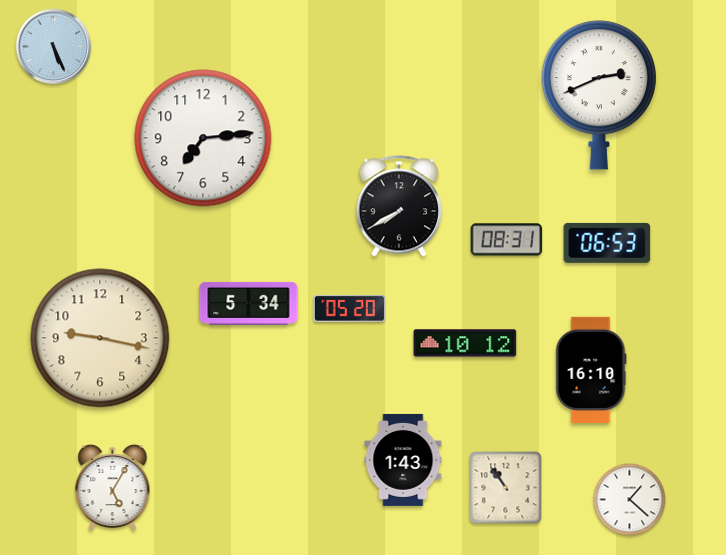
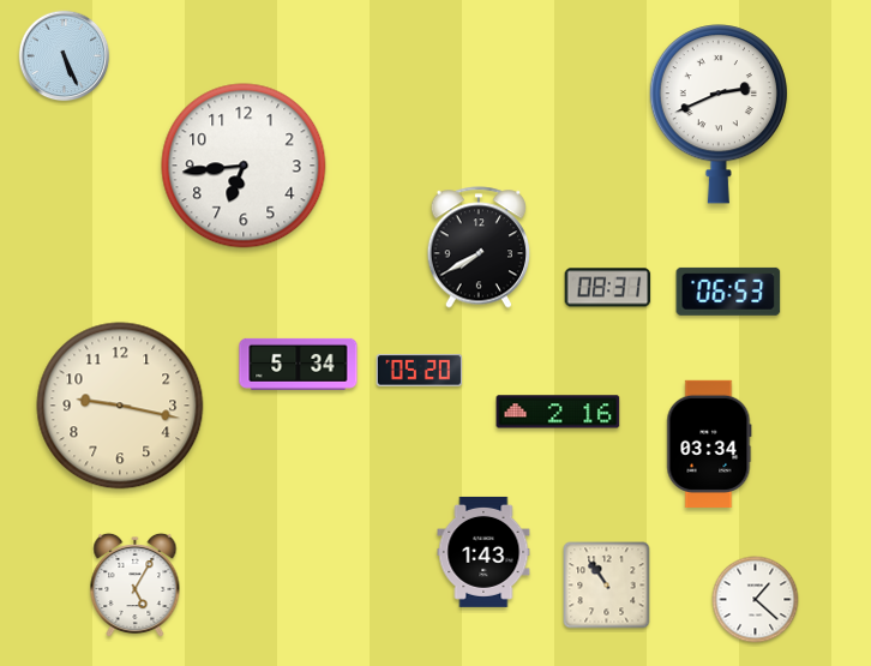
clock at (203, 138): 7:14 -> 6:44
clock at (465, 343): 10:12 -> 2:16
clock at (591, 369): 16:10 -> 03:34
